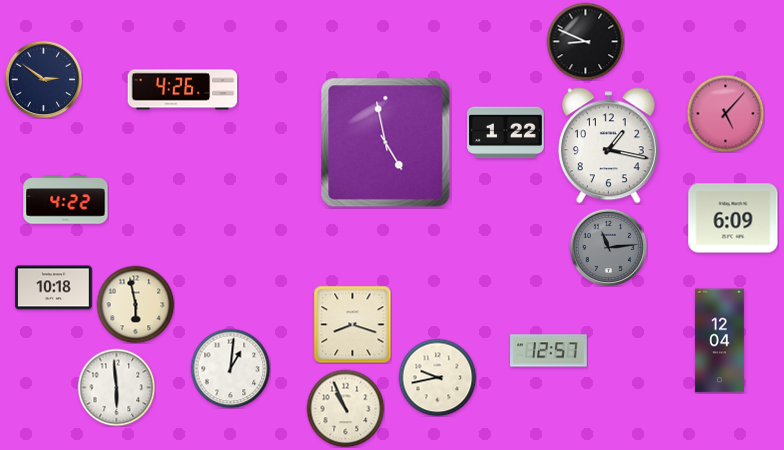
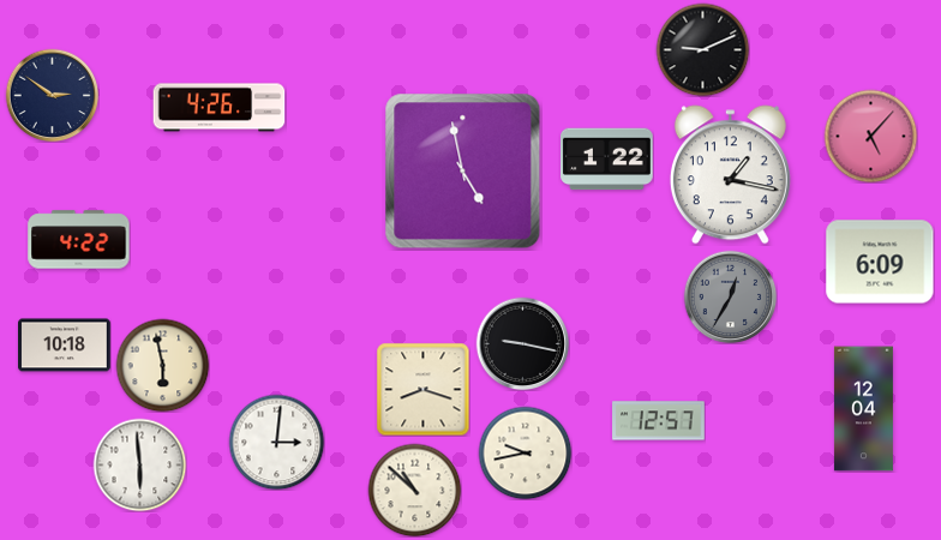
clock at (585, 41): 8:49 -> 9:11
clock at (608, 247): 11:14 -> 12:35
clock at (522, 343): none -> 9:17
clock at (230, 368): 1:01 -> 3:01
clock at (345, 408): 10:56 -> 10:52
